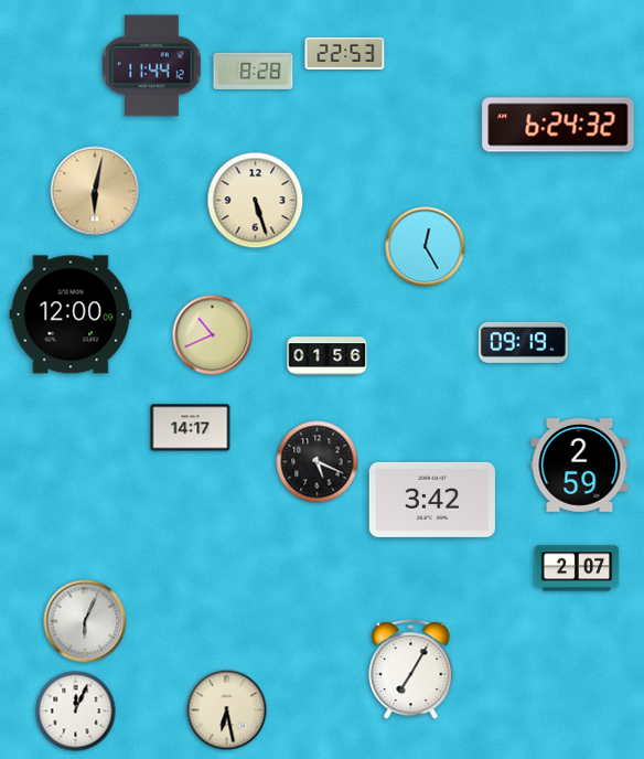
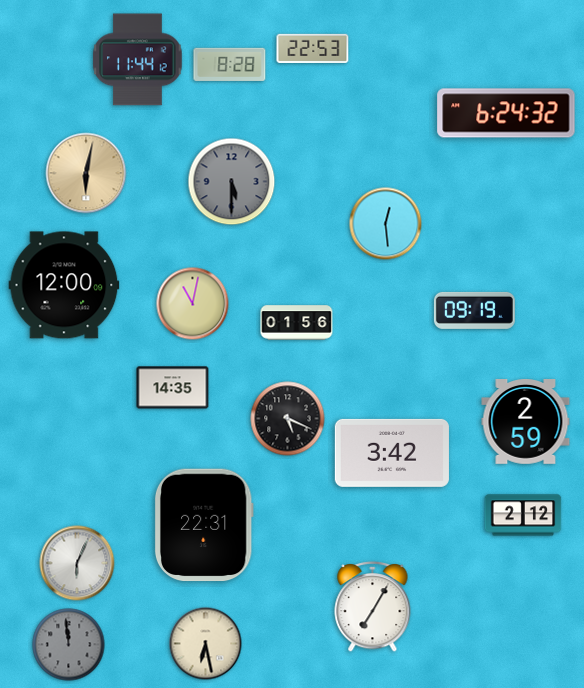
clock at (256, 201): 5:27 -> 5:30
clock at (256, 201) dial: cream -> grey
clock at (426, 247): 12:25 -> 12:29
clock at (213, 335): 10:41 -> 11:02
clock at (191, 428): 14:17 -> 14:35
clock at (577, 568): 2:07 -> 2:12
clock at (204, 525): none -> 22:31
clock at (76, 712): 12:04 -> 11:59
clock at (76, 712) dial: white -> grey
